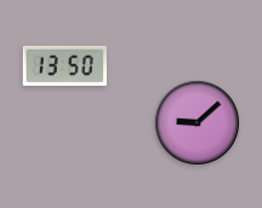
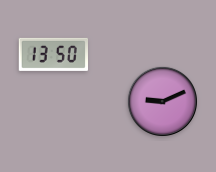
clock at (196, 122): 9:08 -> 9:11
